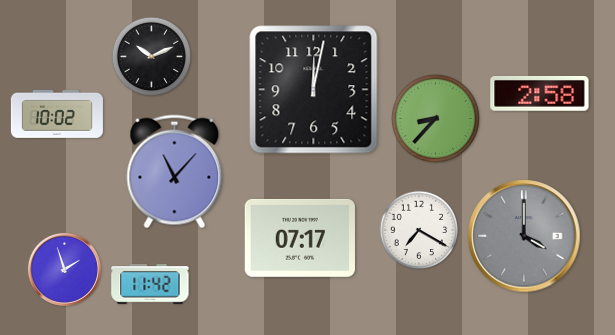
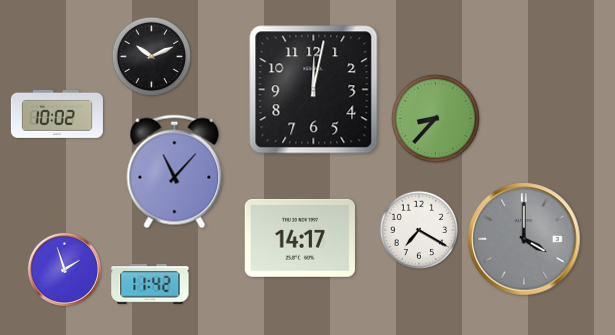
clock at (540, 94): 2:58 -> none
clock at (524, 236) position: (524, 236) -> (524, 239)
clock at (299, 238): 07:17 -> 14:17
